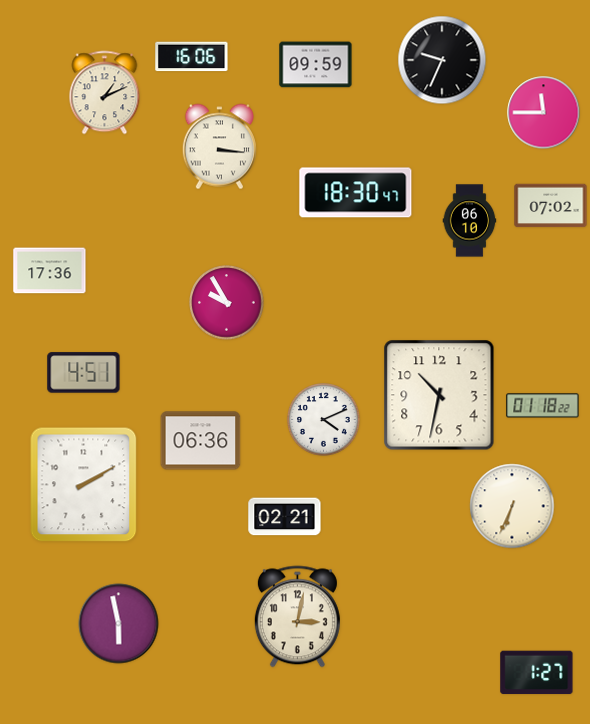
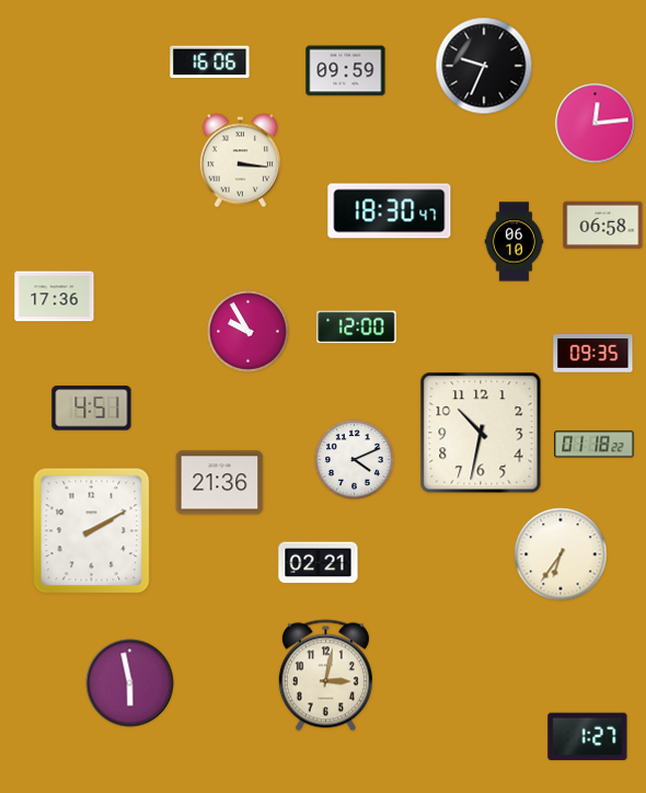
clock at (105, 93): 1:11 -> none
clock at (544, 113): 11:45 -> 12:14
clock at (551, 206): 07:02 -> 06:58
clock at (357, 327): none -> 12:00
clock at (593, 354): none -> 09:35
clock at (201, 441): 06:36 -> 21:36
clock at (512, 506): 6:34 -> 6:36
clock at (285, 517) position: (285, 517) -> (319, 563)
